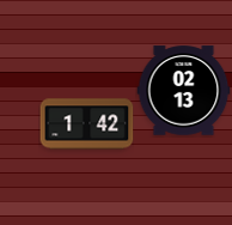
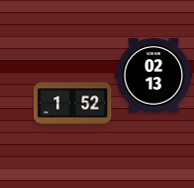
clock at (86, 124): 1:42 -> 1:52
